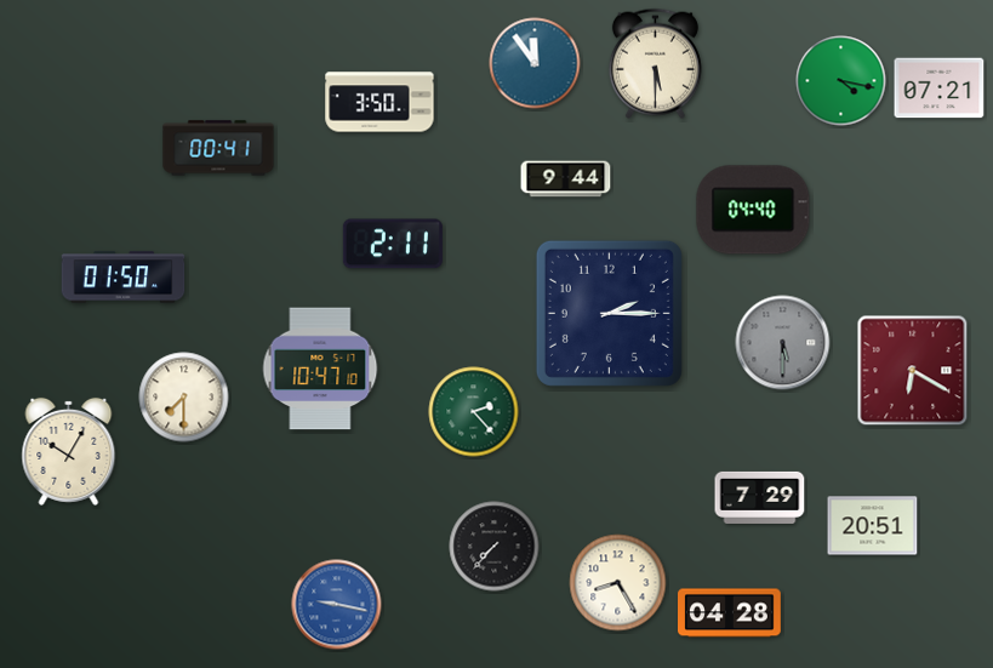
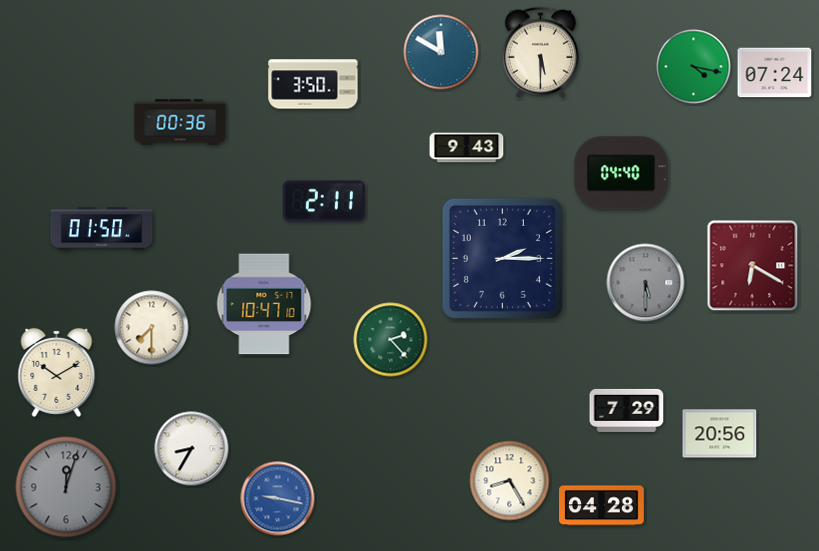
clock at (535, 63): 11:54 -> 11:50
clock at (940, 89): 07:21 -> 07:24
clock at (218, 148): 00:41 -> 00:36
clock at (566, 179): 9:44 -> 9:43
clock at (913, 371) position: (913, 371) -> (753, 266)
clock at (69, 451): 10:05 -> 10:10
clock at (873, 526): 20:51 -> 20:56
clock at (192, 449): none -> 8:35
clock at (495, 547): 7:37 -> none
clock at (66, 487): none -> 12:03
